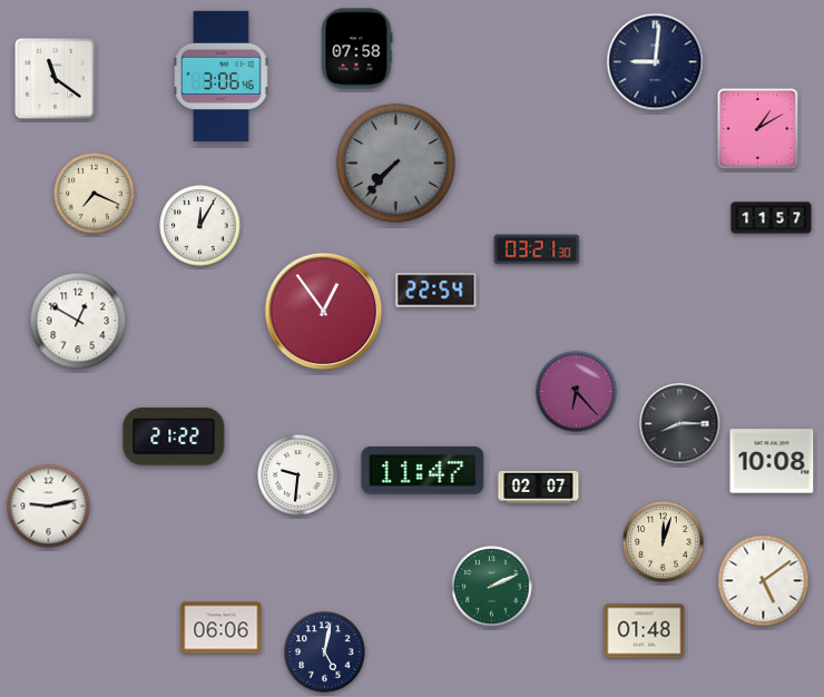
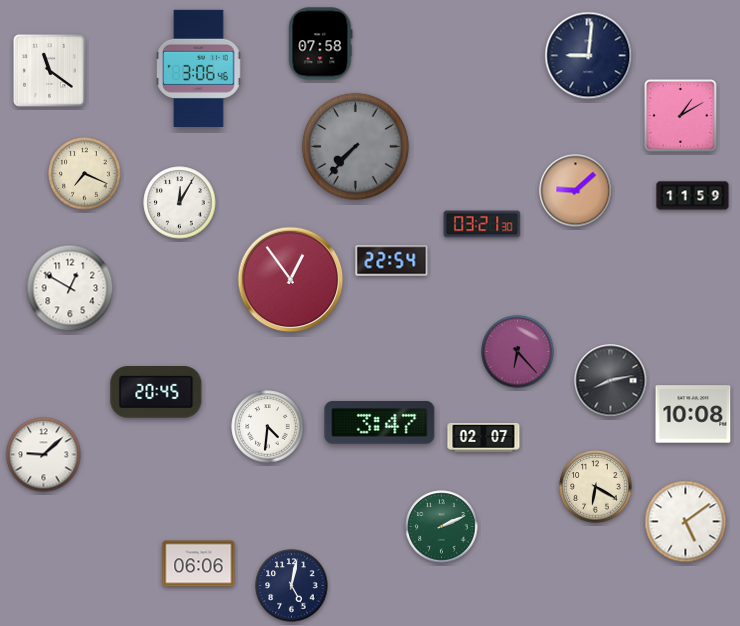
clock at (576, 191): none -> 9:08
clock at (772, 218): 11:57 -> 11:59
clock at (680, 424): 8:15 -> 8:13
clock at (174, 438): 21:22 -> 20:45
clock at (423, 471): 11:47 -> 3:47
clock at (298, 475): 9:31 -> 4:31
clock at (49, 507): 9:13 -> 9:08
clock at (664, 542): 12:03 -> 6:20
clock at (645, 631): 01:48 -> none
